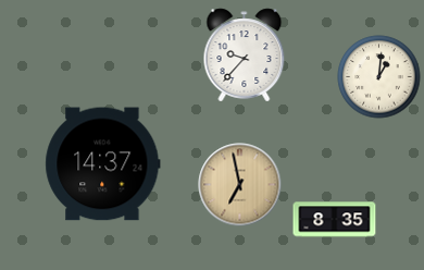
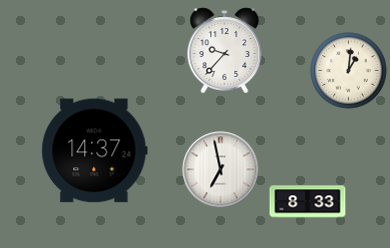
clock at (240, 185) dial: champagne -> white
clock at (335, 220): 8:35 -> 8:33
